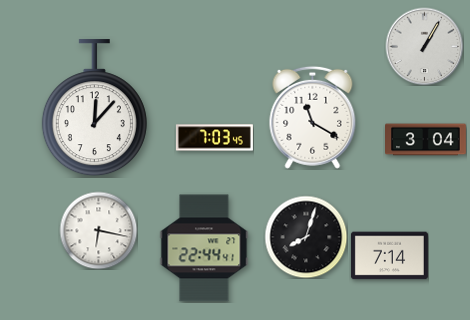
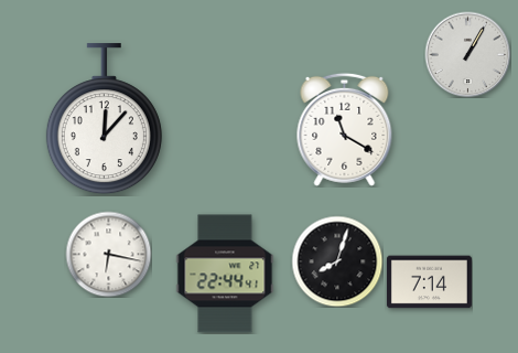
clock at (424, 46) position: (424, 46) -> (467, 54)
clock at (214, 138): 7:03 -> none
clock at (426, 140): 3:04 -> none
